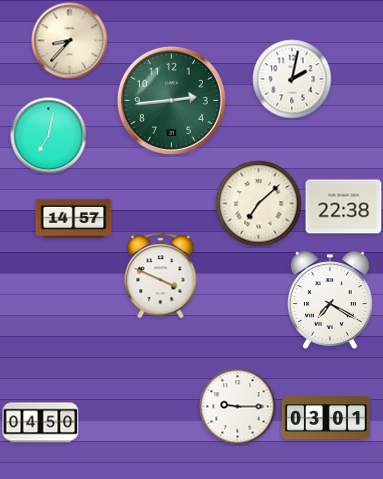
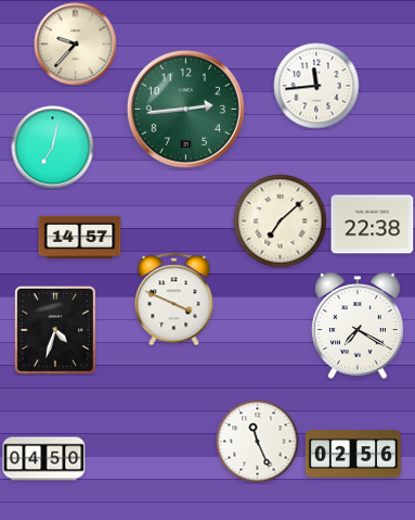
clock at (70, 41): 8:37 -> 9:37
clock at (292, 79): 2:02 -> 11:44
clock at (55, 330): none -> 4:33
clock at (238, 407): 9:15 -> 11:26
clock at (326, 418): 03:01 -> 02:56
